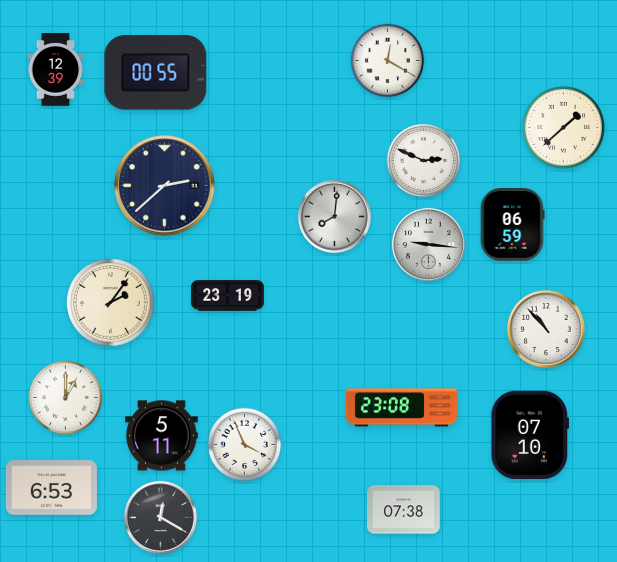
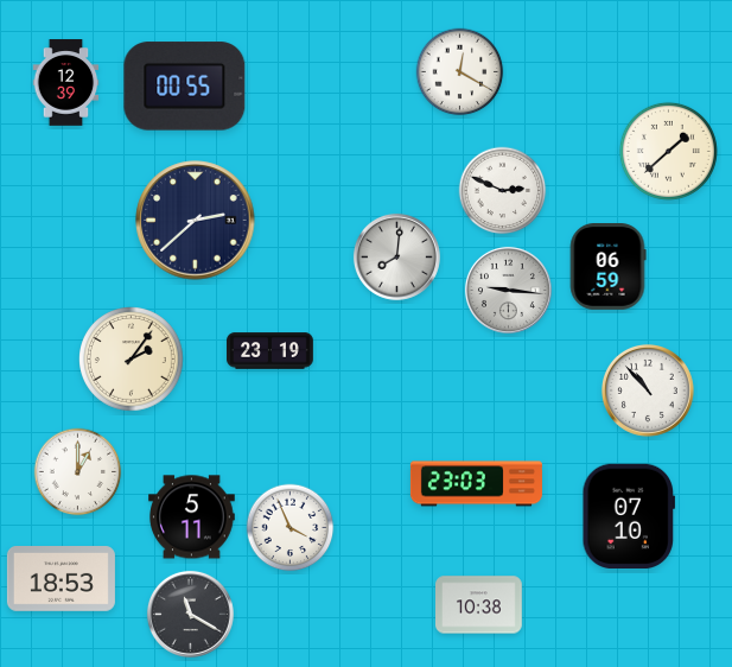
clock at (401, 408): 23:08 -> 23:03
clock at (51, 488): 6:53 -> 18:53
clock at (404, 510): 07:38 -> 10:38
clock at (160, 517): 12:20 -> 11:20
